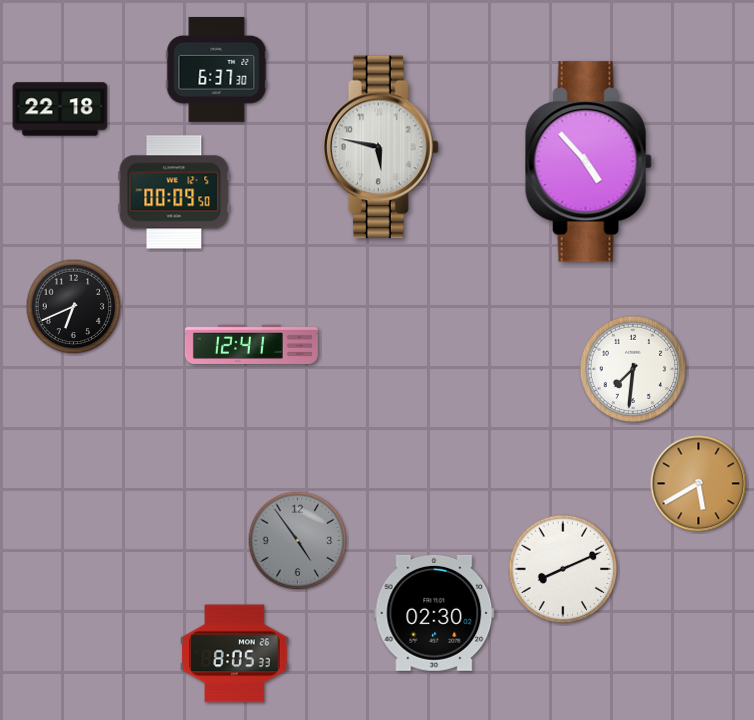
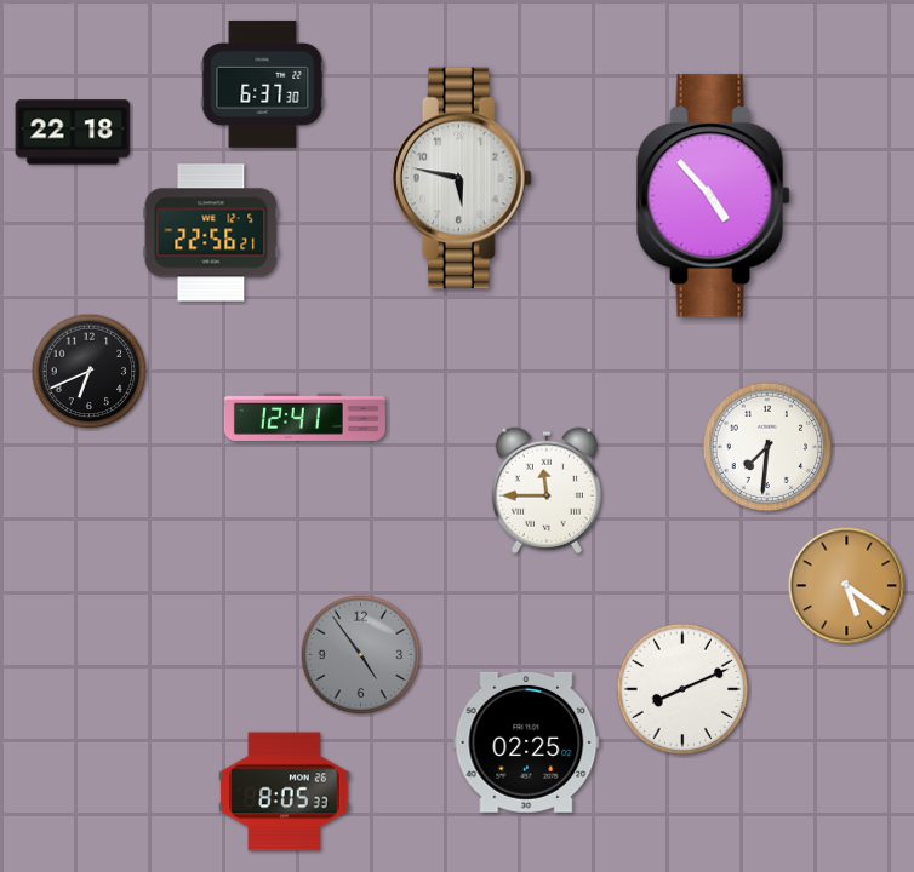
clock at (174, 192): 00:09 -> 22:56
clock at (547, 490): none -> 11:45
clock at (699, 484): 5:40 -> 5:21
clock at (434, 613): 02:30 -> 02:25
